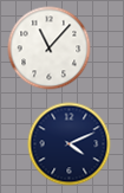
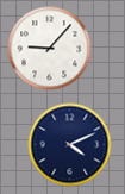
clock at (50, 49): 11:07 -> 9:07
